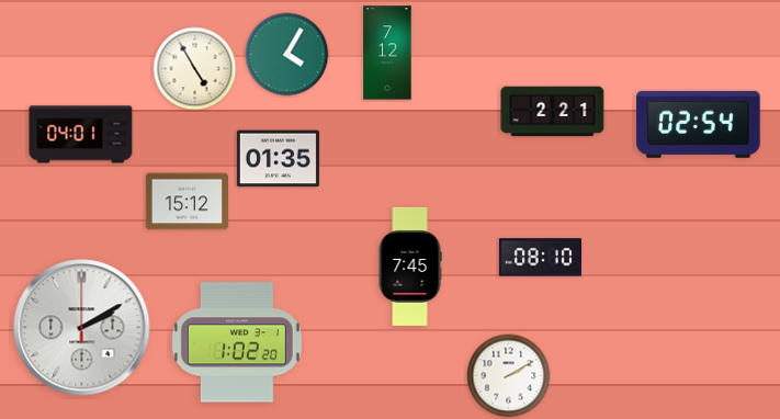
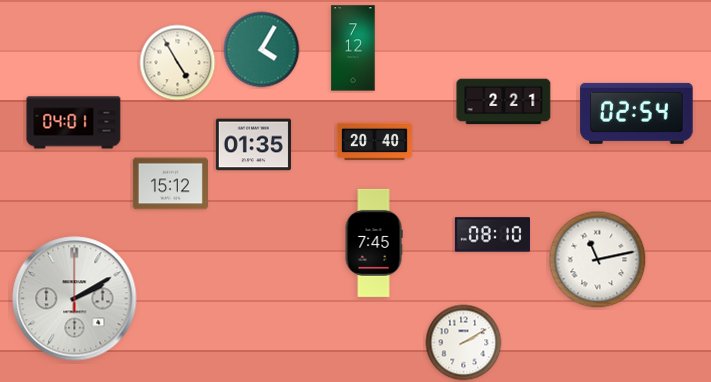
clock at (374, 142): none -> 20:40
clock at (598, 260): none -> 11:13
clock at (237, 342): 1:02 -> none
